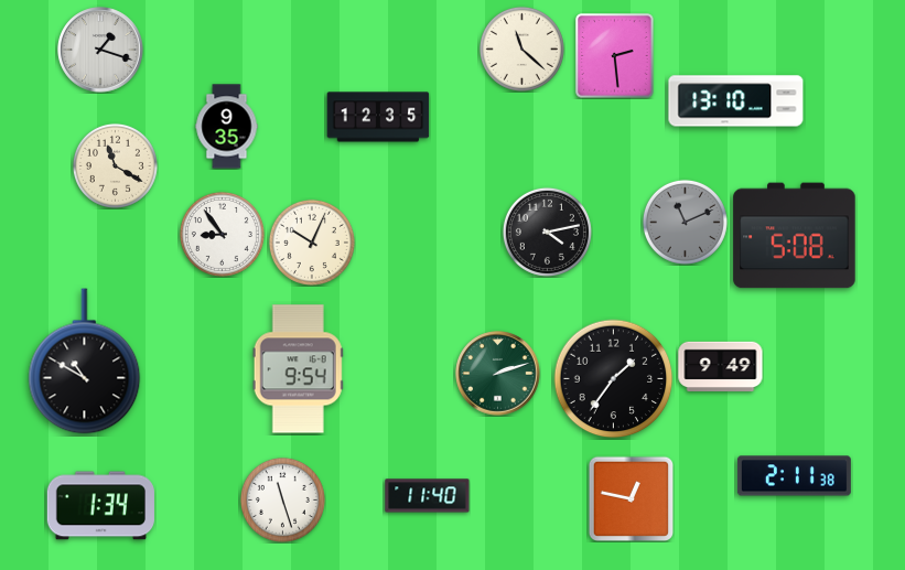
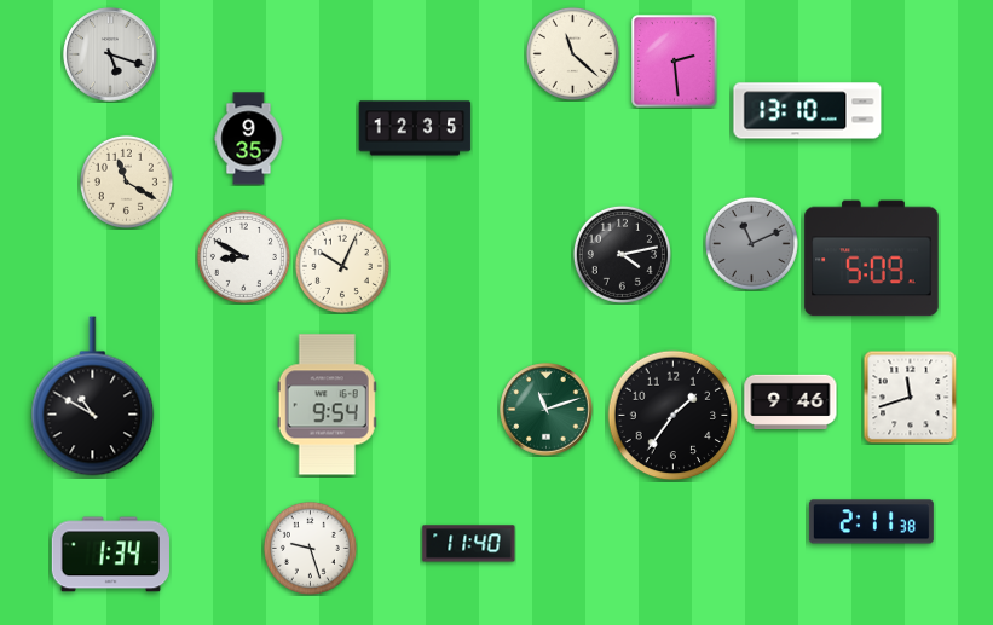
clock at (100, 50): 1:18 -> 5:18
clock at (547, 232) position: (547, 232) -> (622, 254)
clock at (222, 234): 8:54 -> 8:50
clock at (795, 236): 5:08 -> 5:09
clock at (910, 397): none -> 11:42
clock at (721, 366): 9:49 -> 9:46
clock at (498, 374): 2:12 -> 11:12
clock at (631, 498): 12:47 -> none
clock at (282, 499): 11:27 -> 9:27
